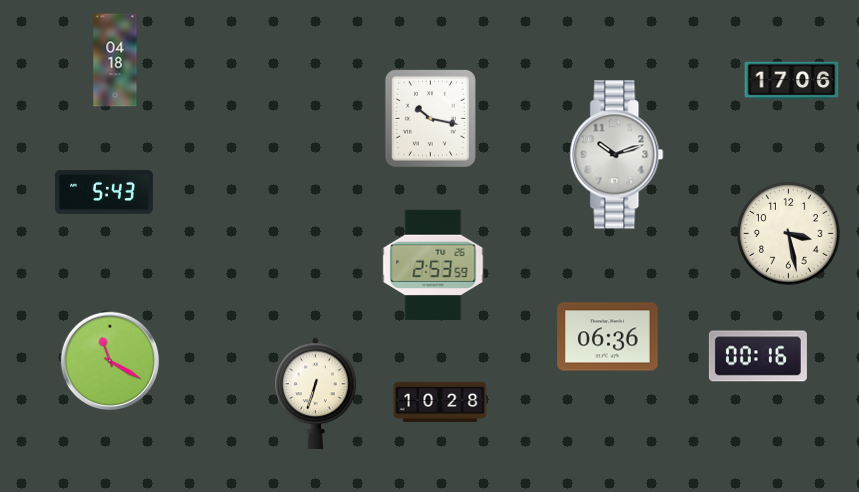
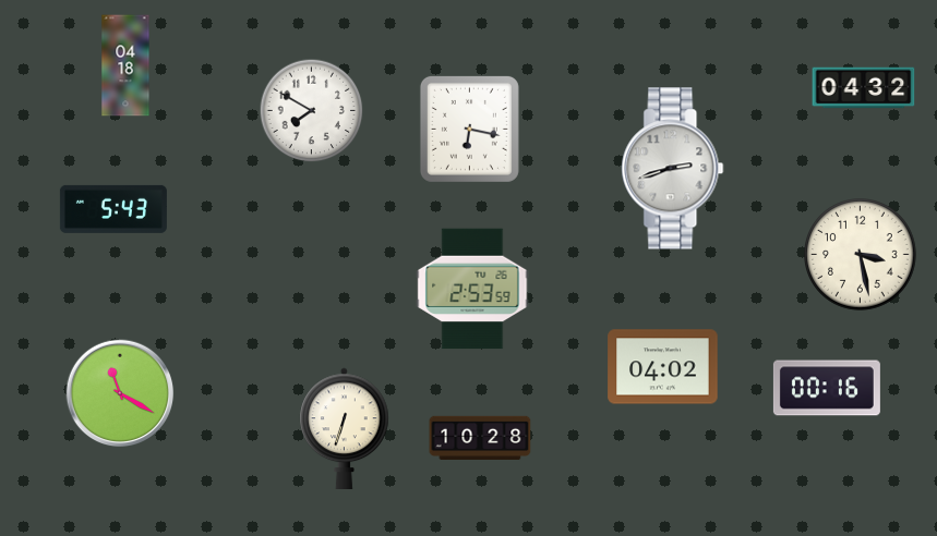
clock at (792, 81): 17:06 -> 04:32
clock at (312, 111): none -> 7:50
clock at (430, 118): 10:17 -> 6:17
clock at (617, 155): 10:12 -> 2:42
clock at (608, 337): 06:36 -> 04:02
